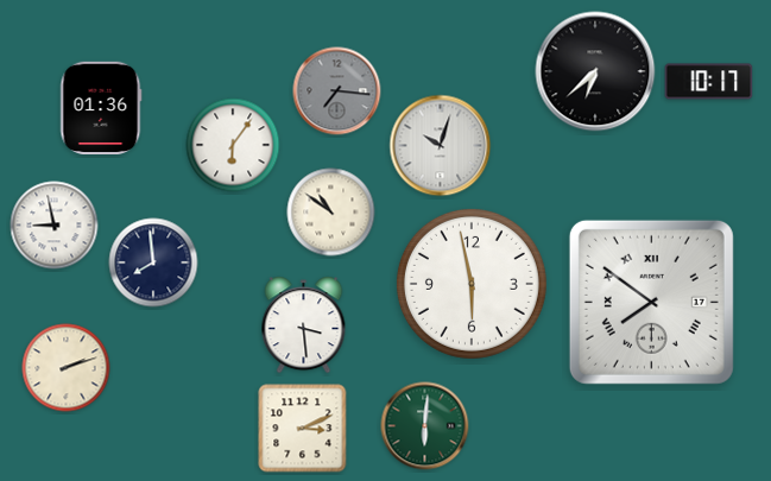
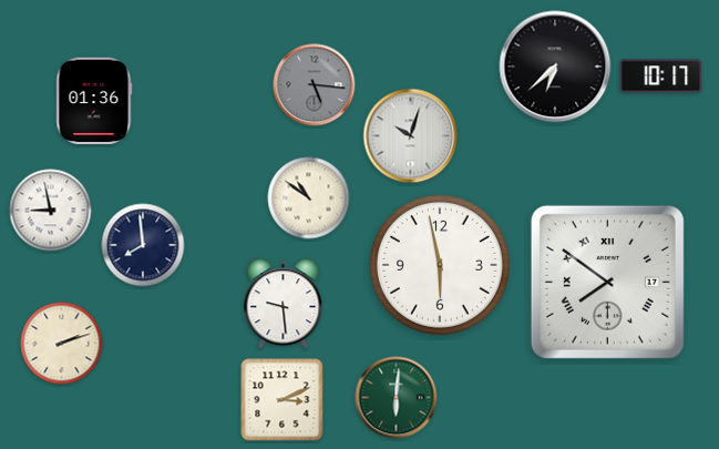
clock at (337, 91): 7:16 -> 5:16
clock at (233, 145): 6:06 -> none
clock at (304, 325): 3:29 -> 9:29
